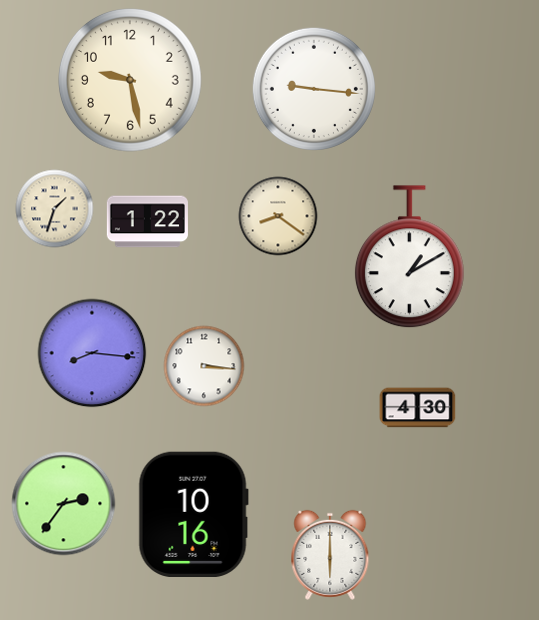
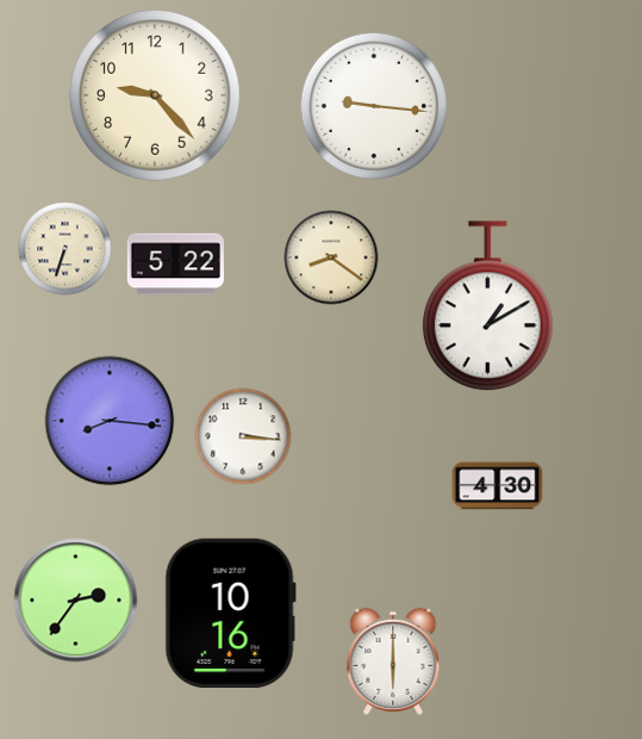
clock at (131, 81): 9:28 -> 9:23
clock at (55, 209): 1:33 -> 6:33
clock at (147, 222): 1:22 -> 5:22
